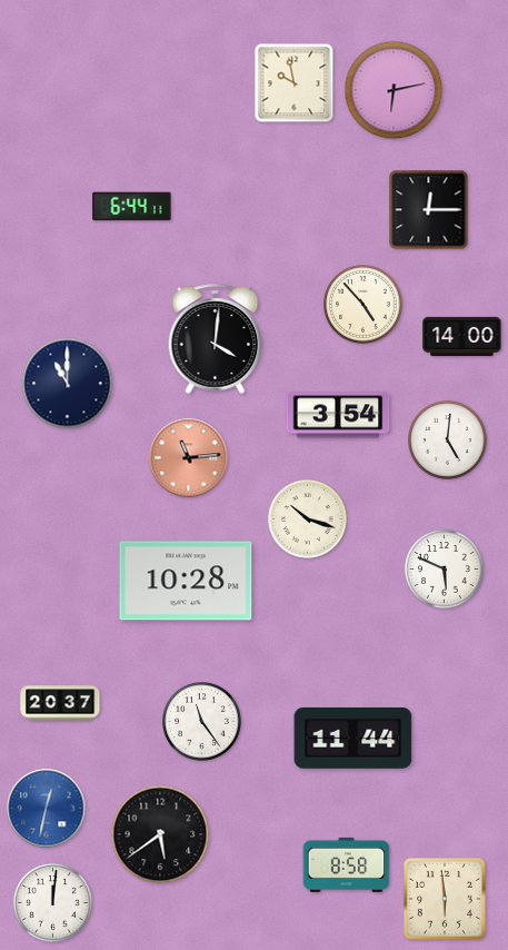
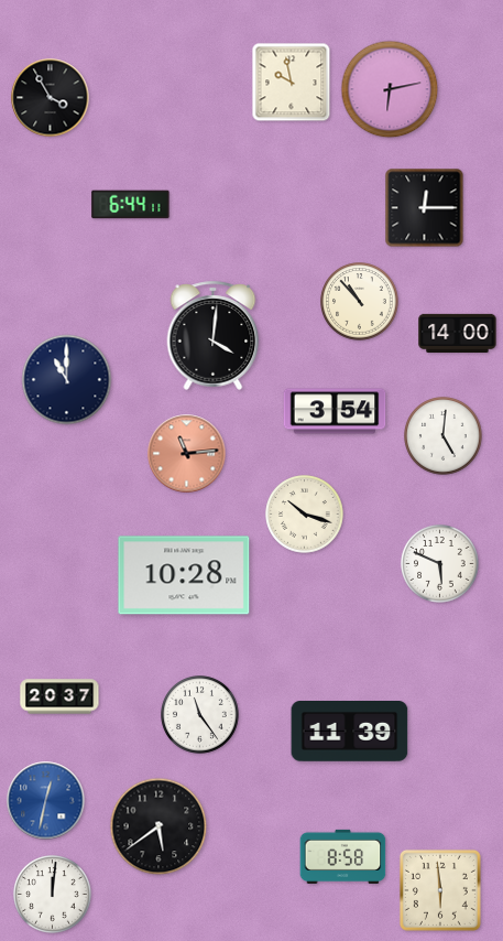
clock at (51, 98): none -> 3:55
clock at (363, 305): 4:53 -> 10:53
clock at (353, 739): 11:44 -> 11:39
